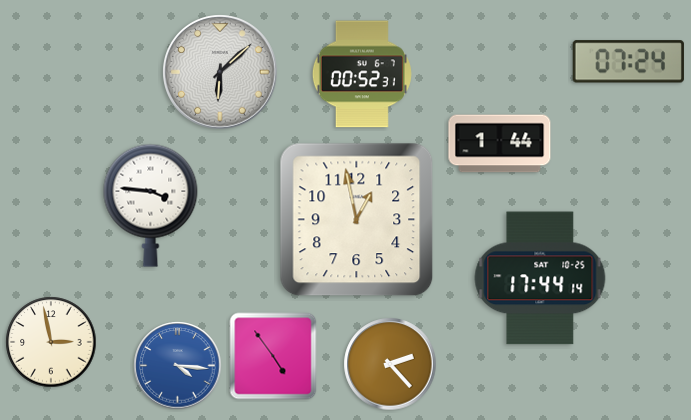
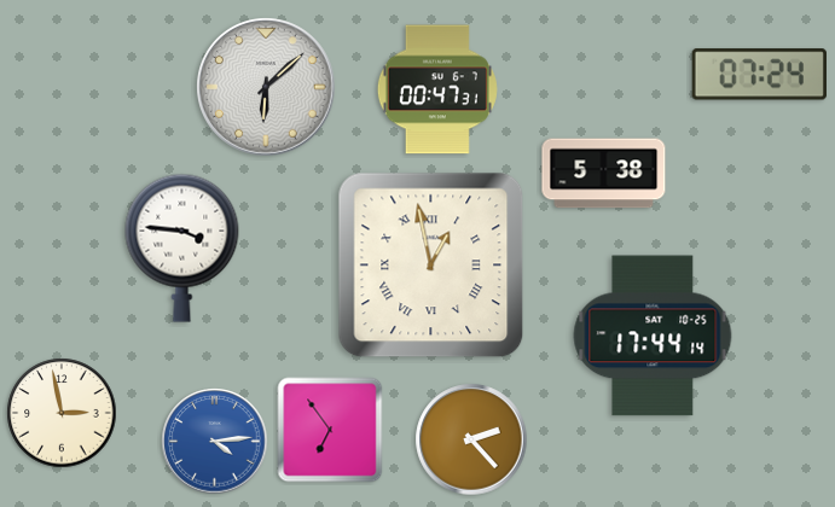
clock at (362, 74): 00:52 -> 00:47
clock at (500, 144): 1:44 -> 5:38
clock at (357, 220) numerals: Arabic -> Roman
clock at (273, 356): 4:54 -> 6:54
clock at (178, 366): 4:16 -> 4:14
